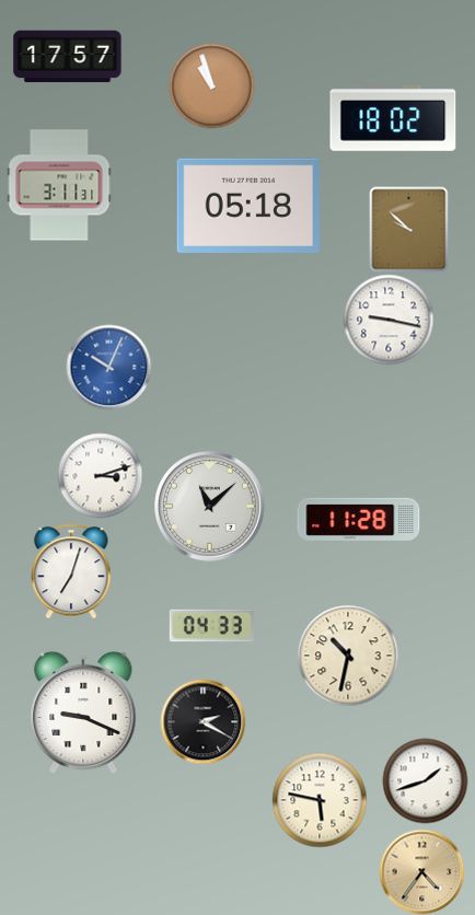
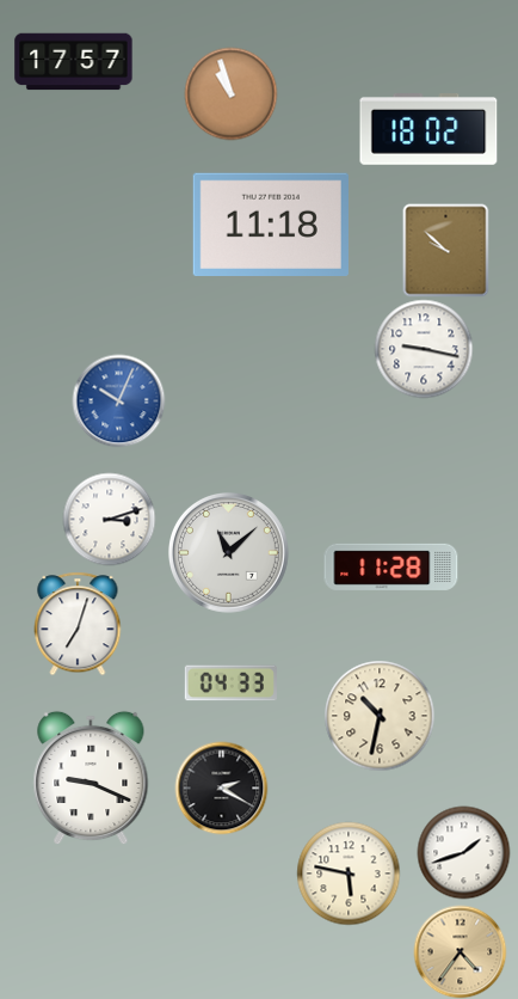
clock at (59, 185): 3:11 -> none
clock at (248, 205): 05:18 -> 11:18
